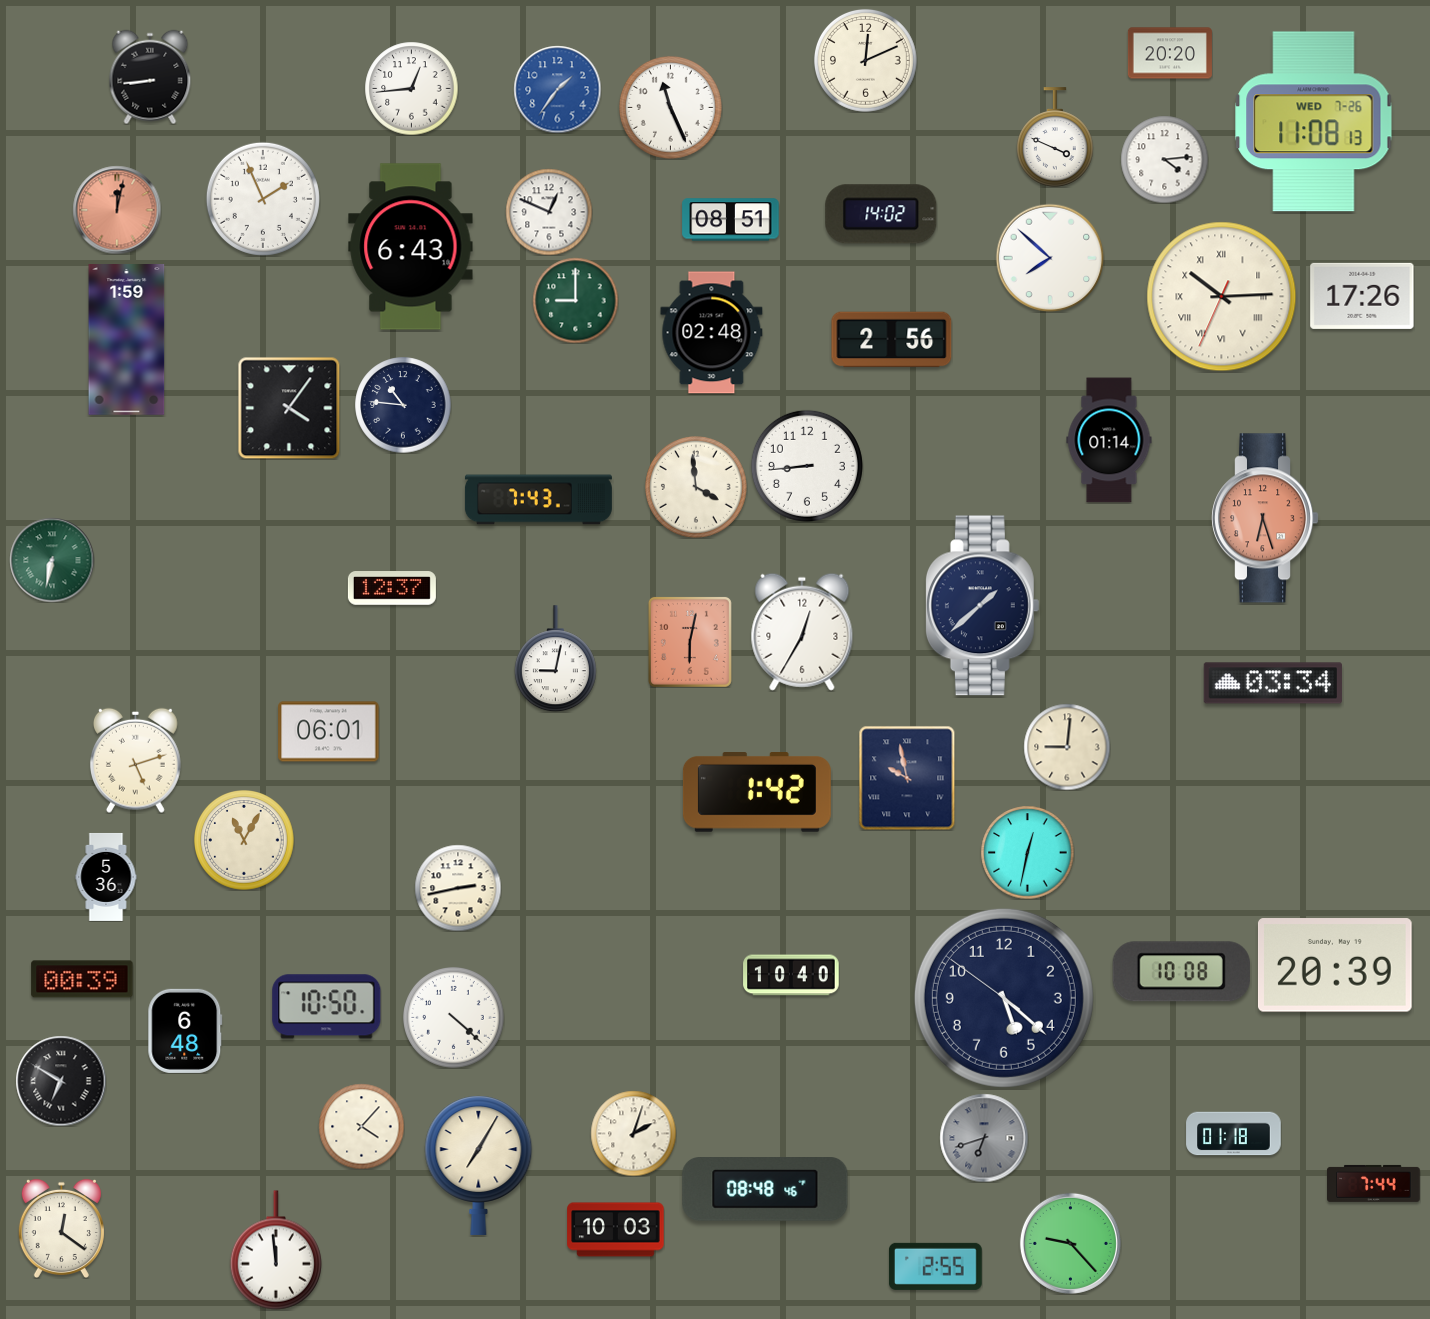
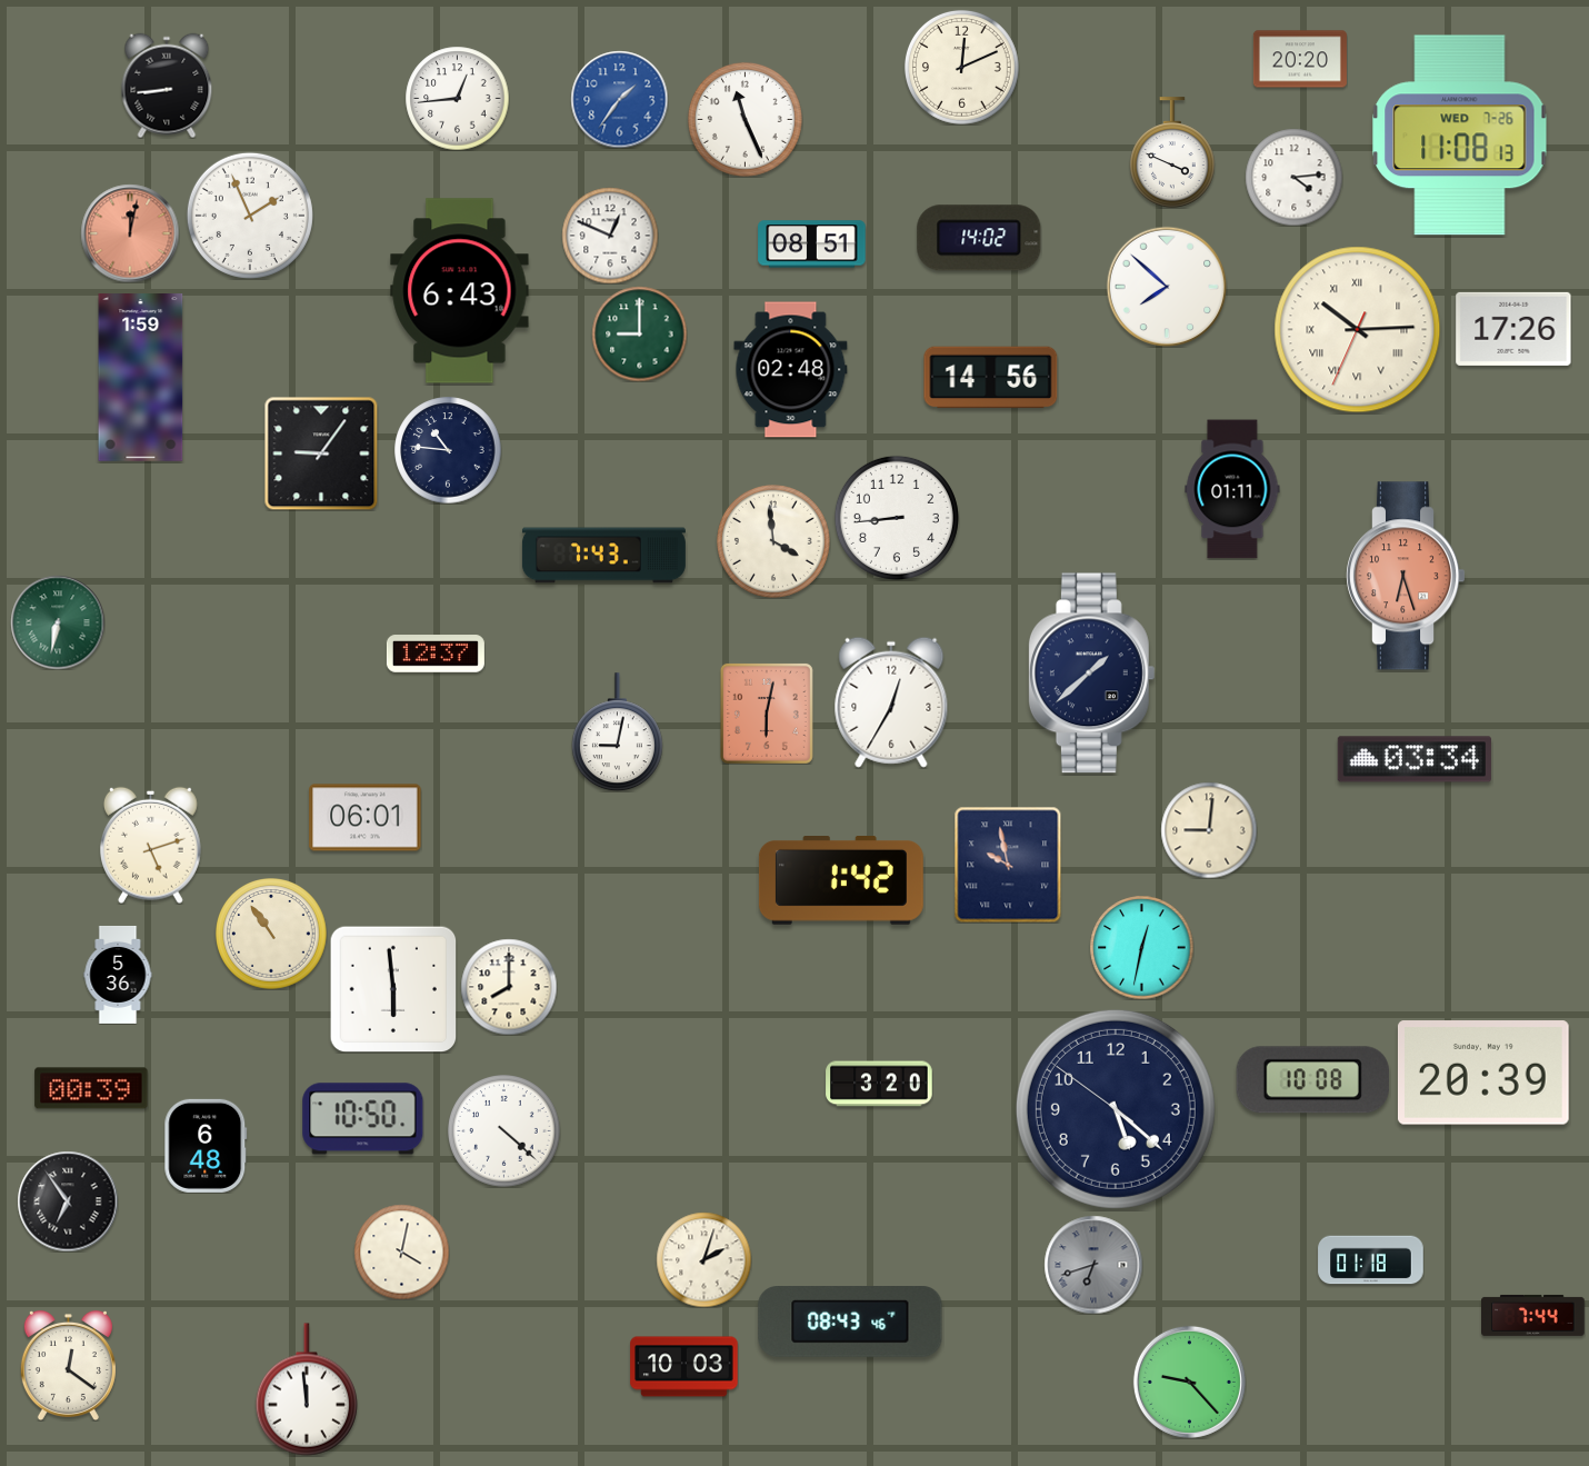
clock at (263, 199) position: (263, 199) -> (250, 216)
clock at (411, 247) position: (411, 247) -> (460, 291)
clock at (892, 340): 2:56 -> 14:56
clock at (289, 408): 4:06 -> 9:06
clock at (1109, 440): 01:14 -> 01:11
clock at (538, 500) position: (538, 500) -> (603, 556)
clock at (329, 732) position: (329, 732) -> (366, 818)
clock at (1067, 747) position: (1067, 747) -> (1209, 830)
clock at (244, 840): 11:05 -> 10:54
clock at (458, 888): 2:43 -> 8:00
clock at (393, 989): none -> 5:59
clock at (791, 975): 10:40 -> 3:20
clock at (61, 1081): 6:50 -> 6:54
clock at (361, 1126): 4:07 -> 4:02
clock at (479, 1165): 7:05 -> none
clock at (1374, 1183) position: (1374, 1183) -> (1533, 1315)
clock at (765, 1190): 08:48 -> 08:43
clock at (935, 1266): 2:55 -> none
